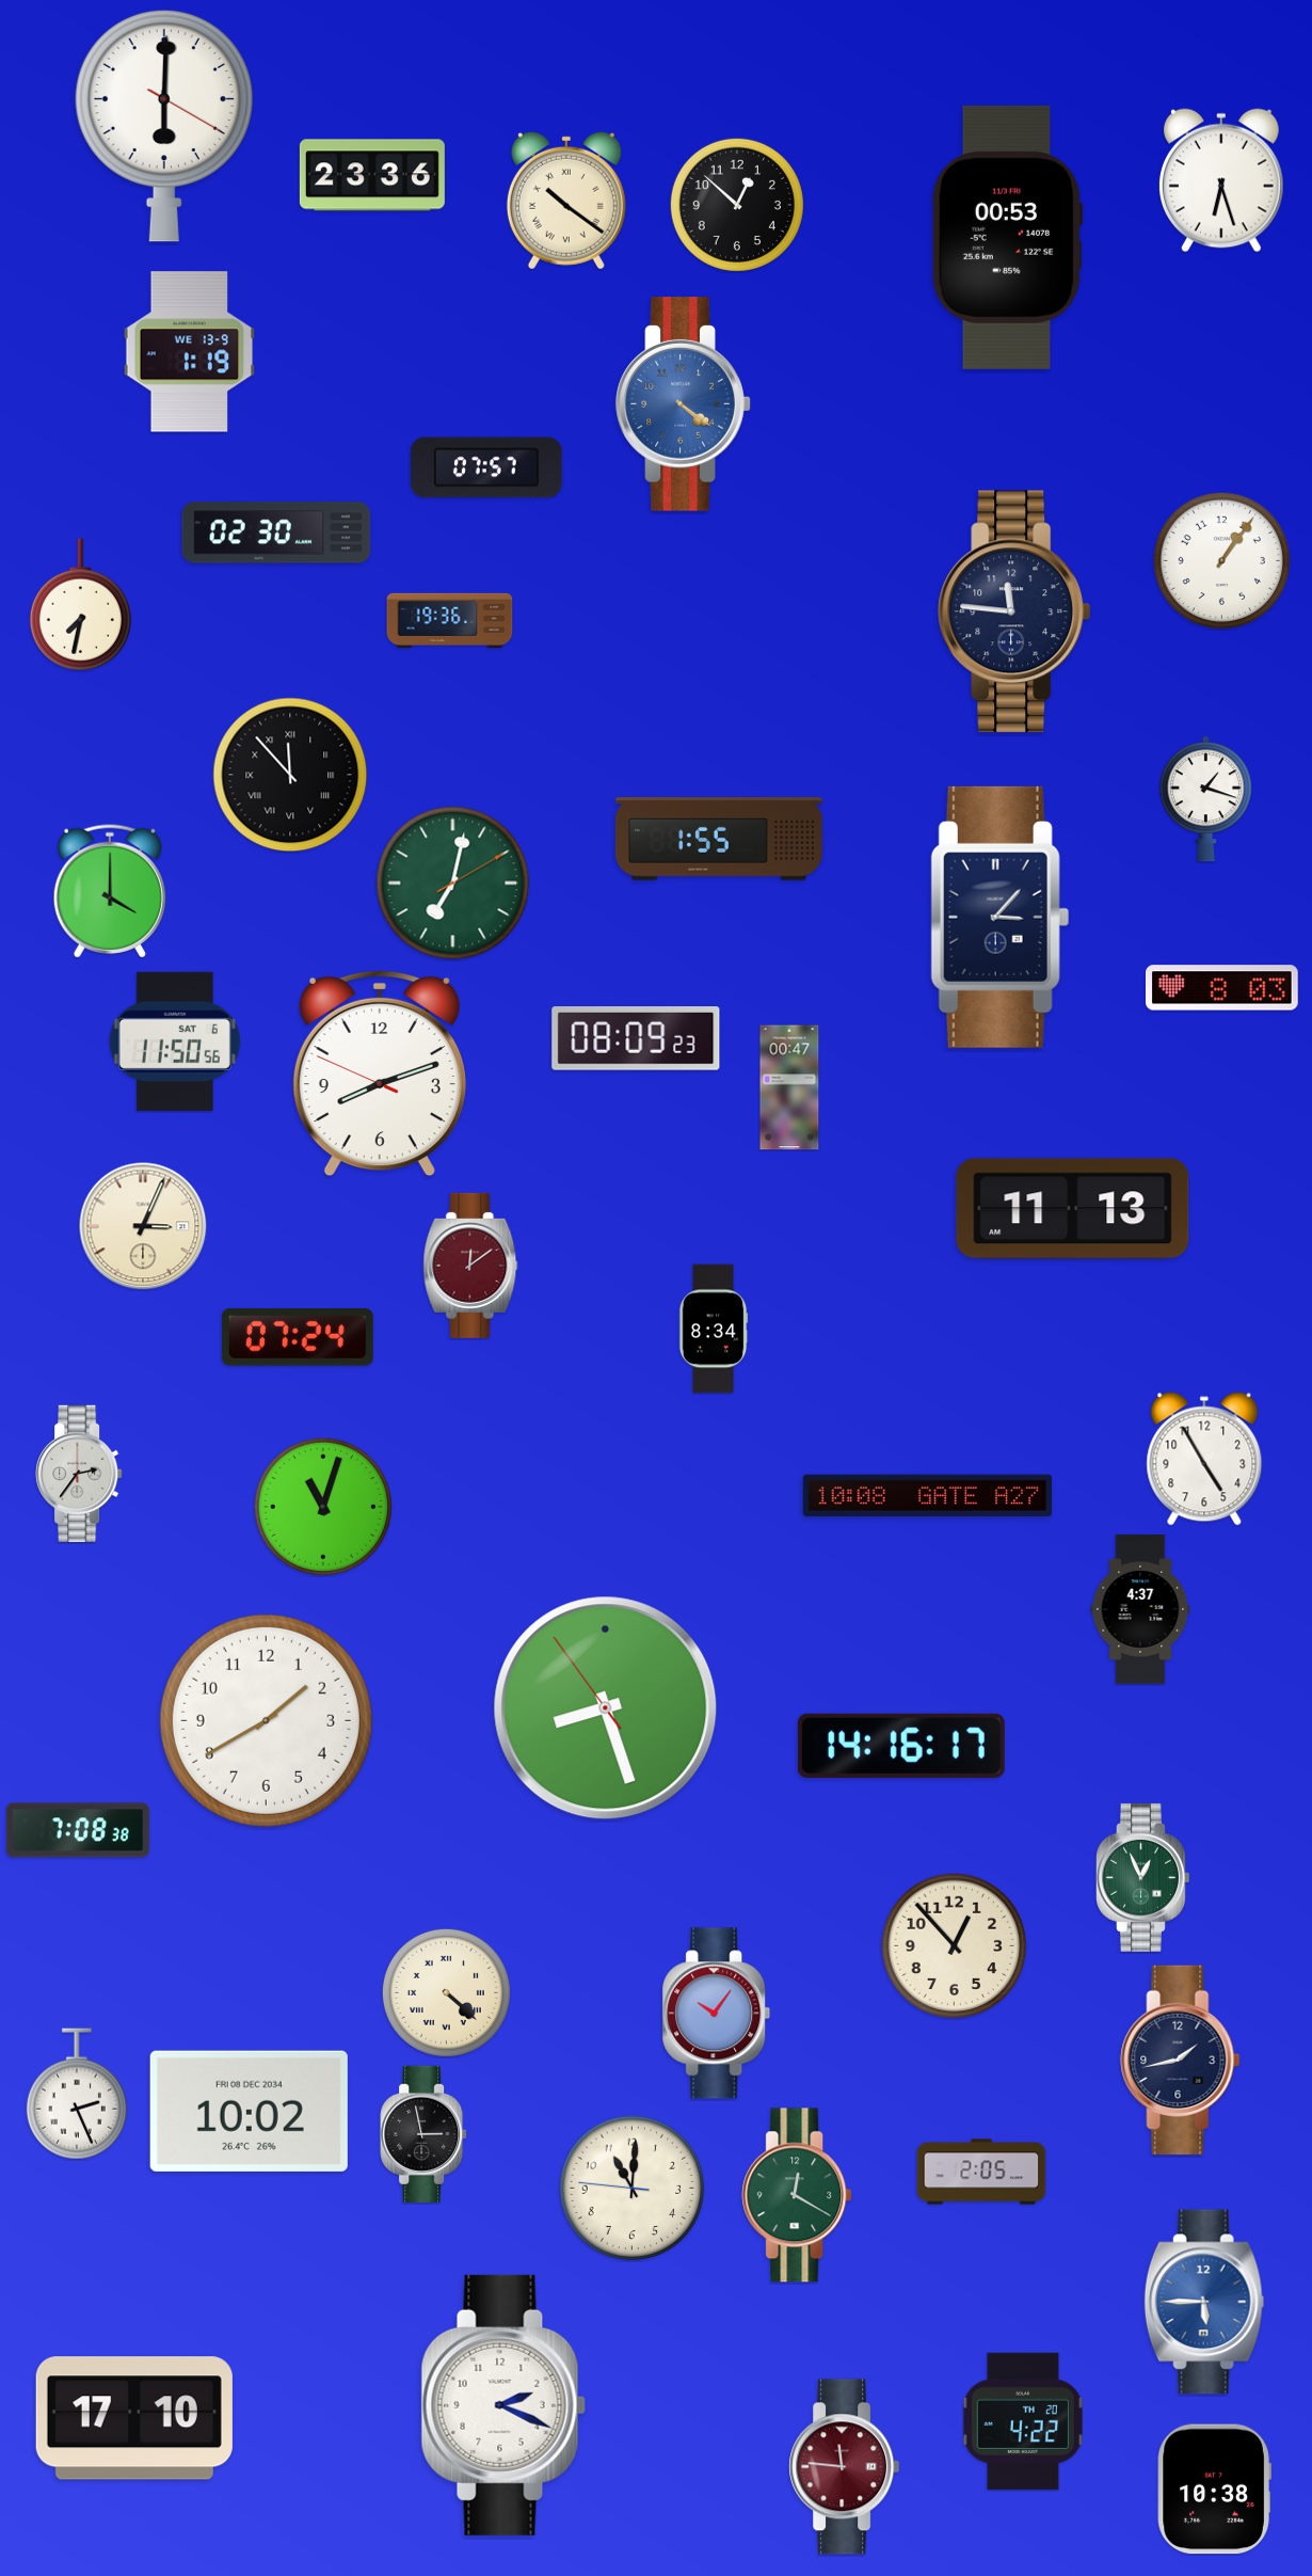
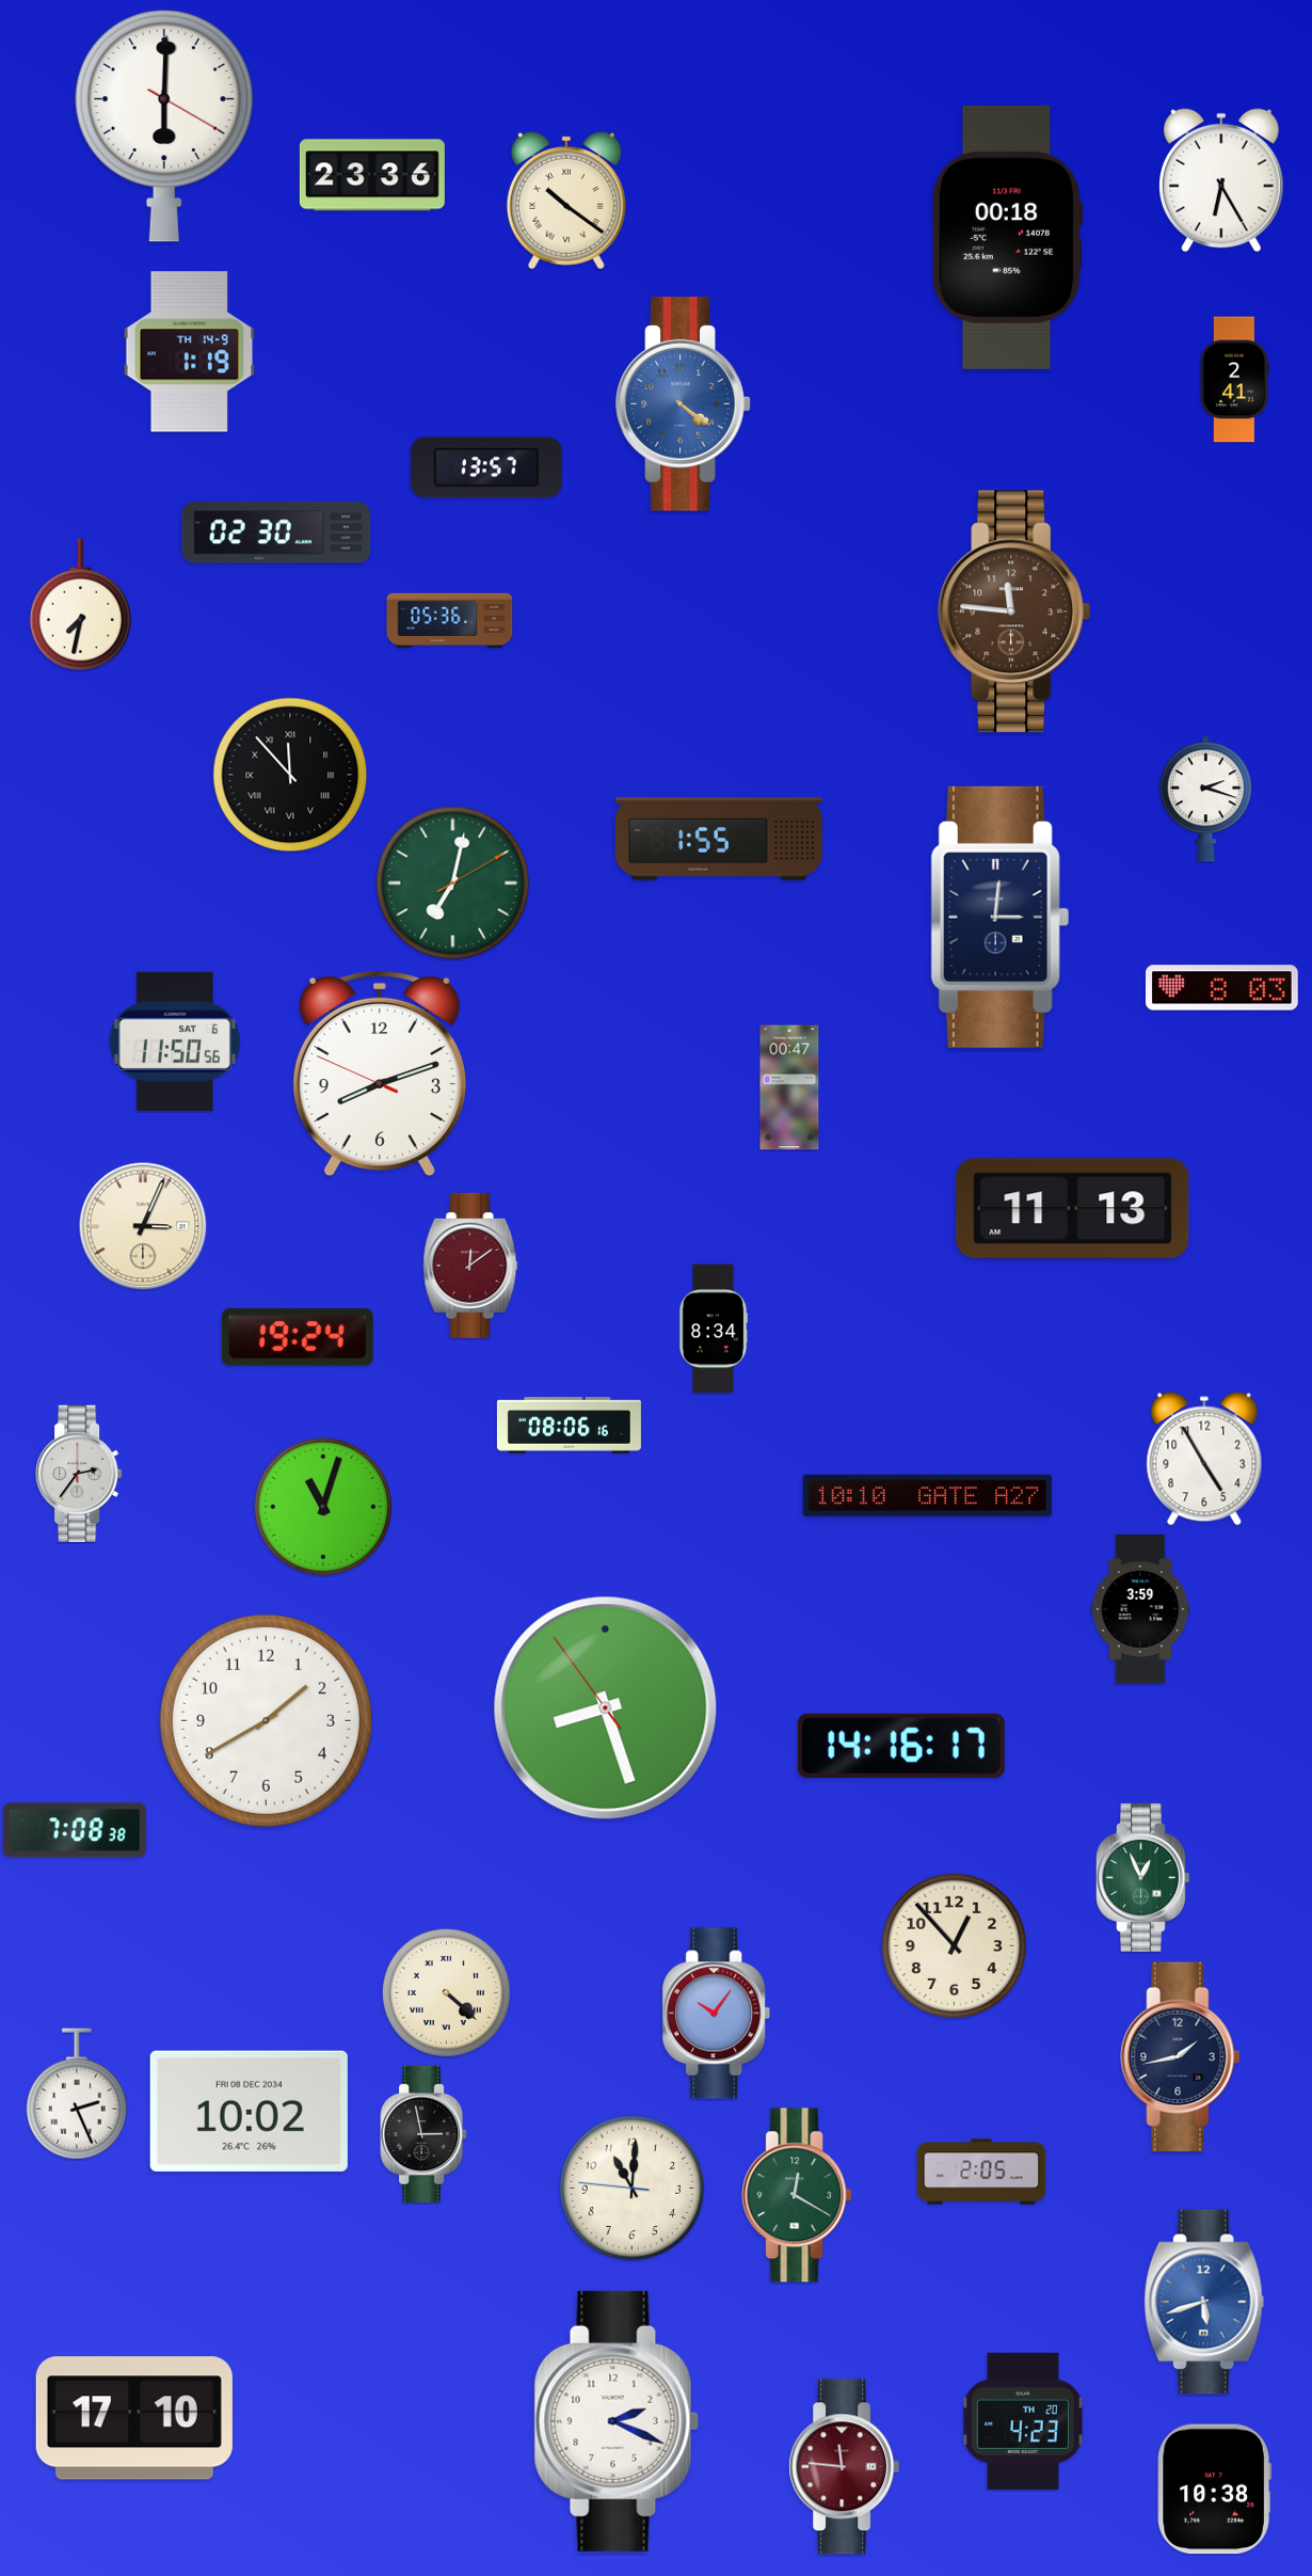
clock at (1222, 180): 6:27 -> 6:25
clock at (737, 205): 12:52 -> none
clock at (1006, 237): 00:53 -> 00:18
clock at (190, 352) date: WE 13-9 -> TH 14-9
clock at (1234, 380): none -> 2:41
clock at (486, 467): 07:57 -> 13:57
clock at (1221, 560): 1:06 -> none
clock at (1014, 611) dial: navy -> brown
clock at (450, 620): 19:36 -> 05:36
clock at (1205, 799): 1:18 -> 2:18
clock at (109, 891): 4:00 -> none
clock at (999, 917): 3:07 -> 3:01
clock at (636, 1038): 08:09 -> none
clock at (298, 1337): 07:24 -> 19:24
clock at (569, 1426): none -> 08:06
clock at (928, 1496): 10:08 -> 10:10
clock at (1140, 1609): 4:37 -> 3:59
clock at (78, 1830) position: (78, 1830) -> (75, 1830)
clock at (1181, 2061) position: (1181, 2061) -> (1181, 2057)
clock at (1204, 2302): 5:45 -> 5:42
clock at (503, 2405) position: (503, 2405) -> (617, 2421)
clock at (1023, 2421): 4:22 -> 4:23
